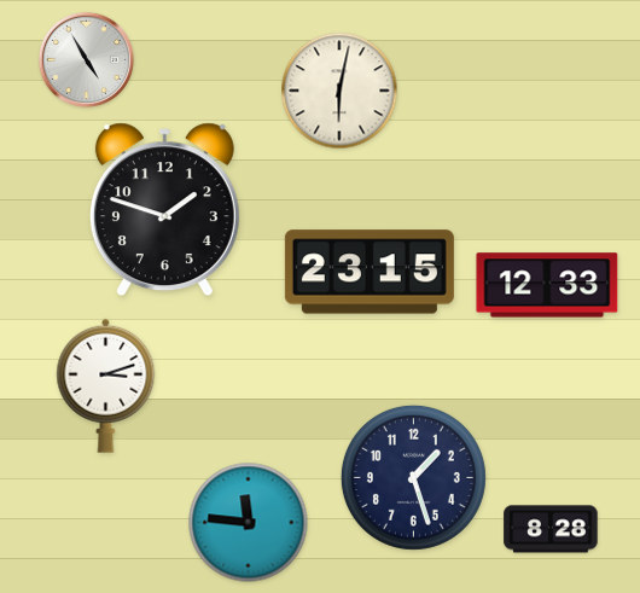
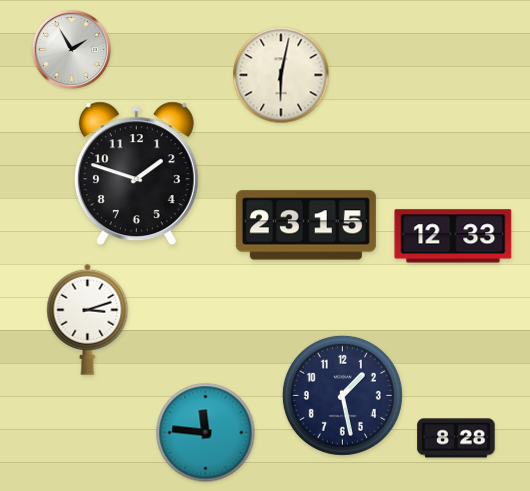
clock at (86, 59): 4:55 -> 1:55
clock at (413, 477): 1:27 -> 1:28
